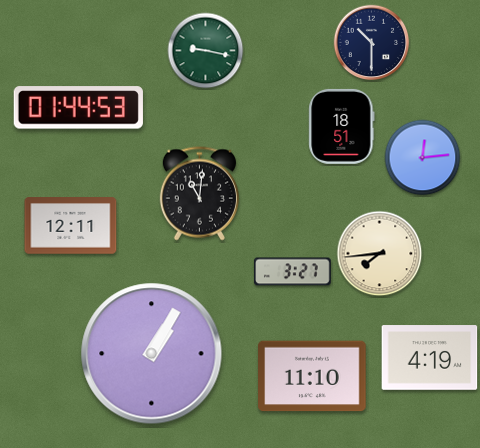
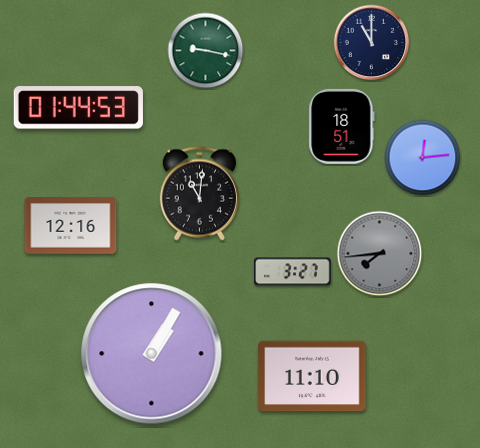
clock at (372, 43): 10:30 -> 11:00
clock at (71, 226): 12:11 -> 12:16
clock at (380, 254) dial: cream -> grey
clock at (430, 358): 4:19 -> none
